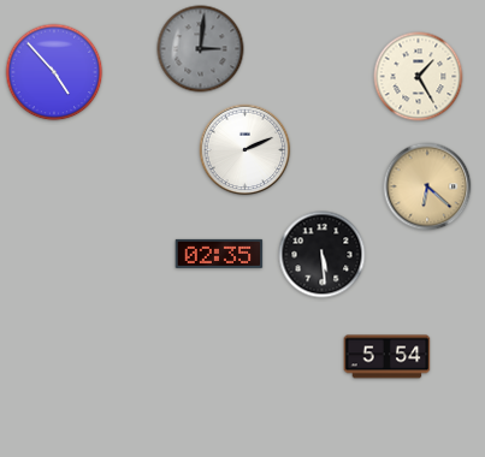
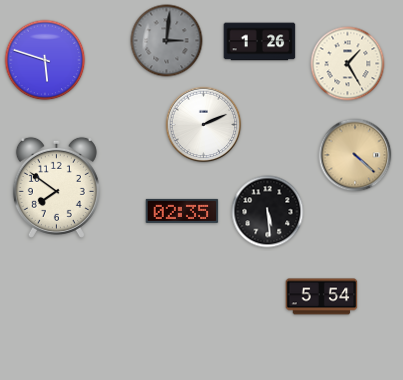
clock at (260, 42): none -> 1:26
clock at (54, 72): 4:53 -> 5:48
clock at (427, 186): 6:22 -> 4:22
clock at (56, 187): none -> 7:51
